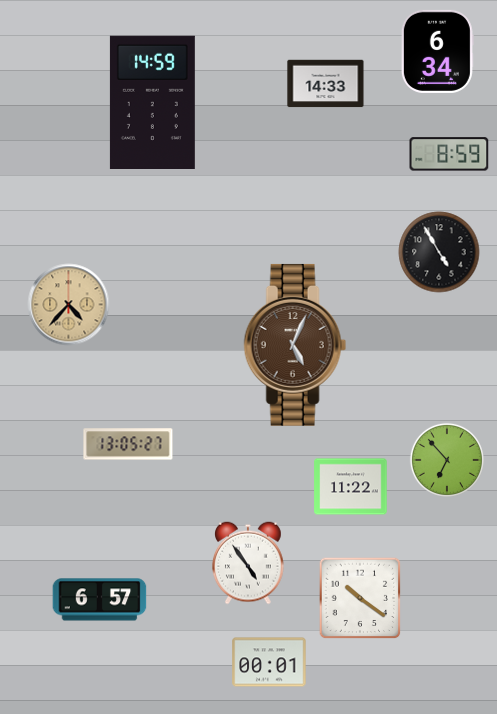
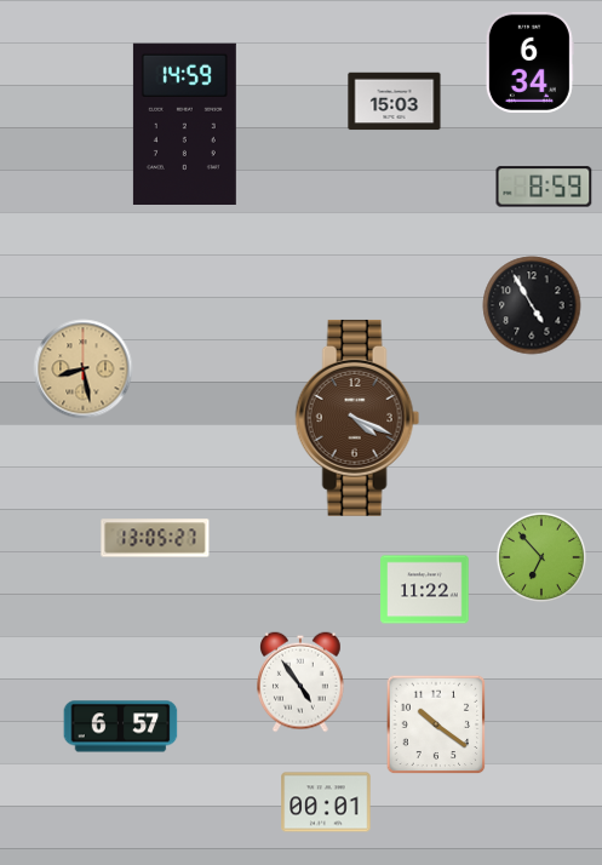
clock at (326, 84): 14:33 -> 15:03
clock at (69, 305): 4:37 -> 8:28
clock at (295, 345): 5:04 -> 4:19
